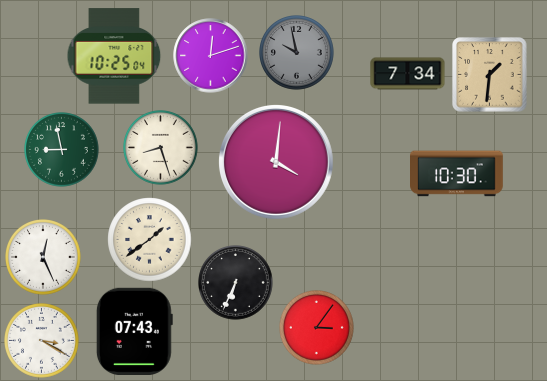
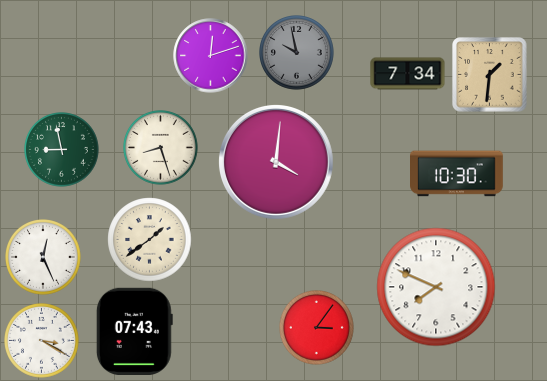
clock at (114, 56): 10:25 -> none
clock at (236, 283): 6:34 -> none
clock at (436, 287): none -> 7:49
